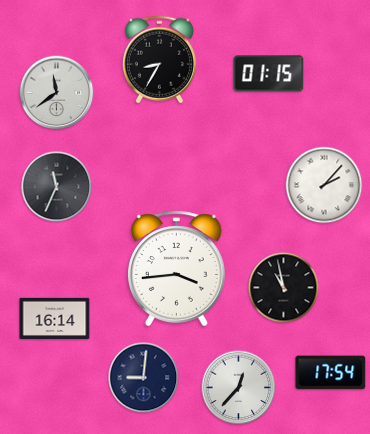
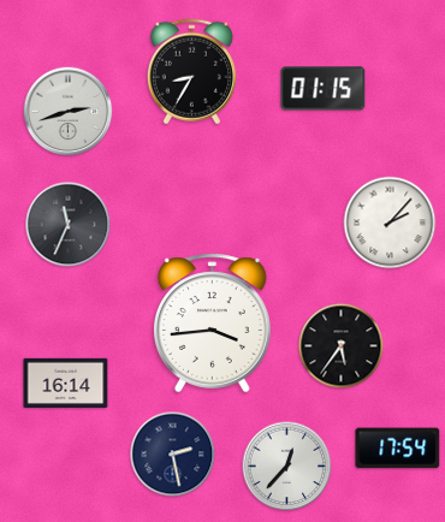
clock at (57, 93): 11:39 -> 2:42
clock at (284, 288): 10:58 -> 5:36
clock at (144, 378): 9:01 -> 2:28
